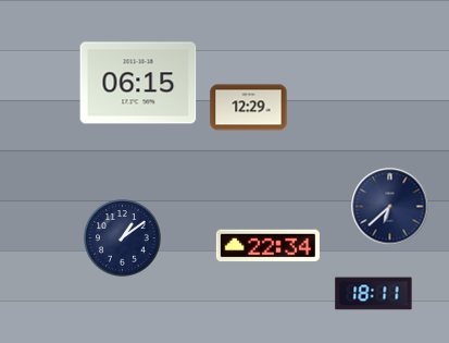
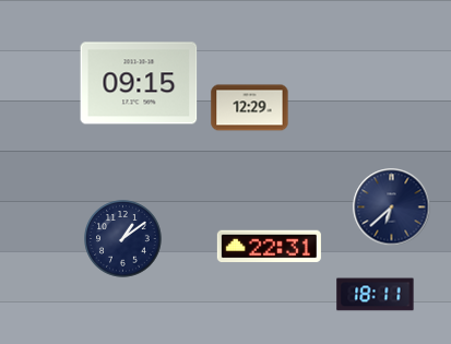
clock at (138, 83): 06:15 -> 09:15
clock at (267, 246): 22:34 -> 22:31
